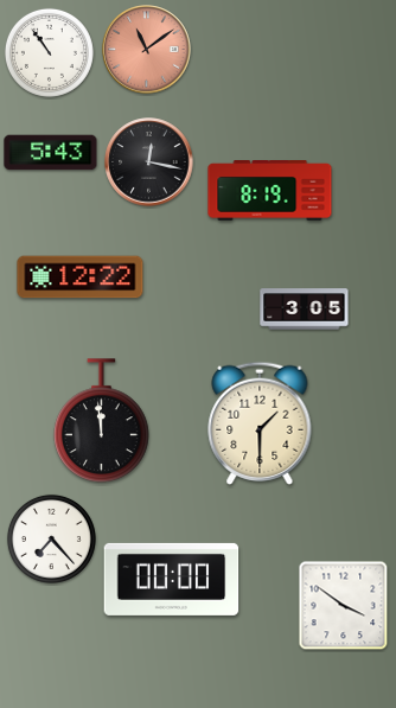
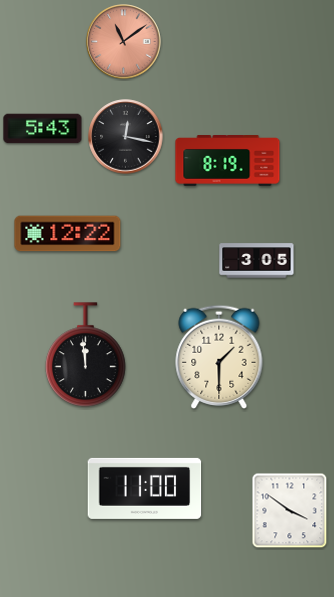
clock at (49, 52): 10:54 -> none
clock at (51, 538): 7:23 -> none
clock at (172, 579): 00:00 -> 11:00
